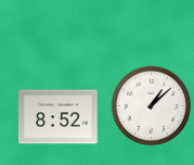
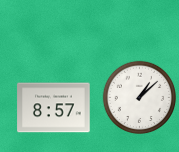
clock at (59, 117): 8:52 -> 8:57
